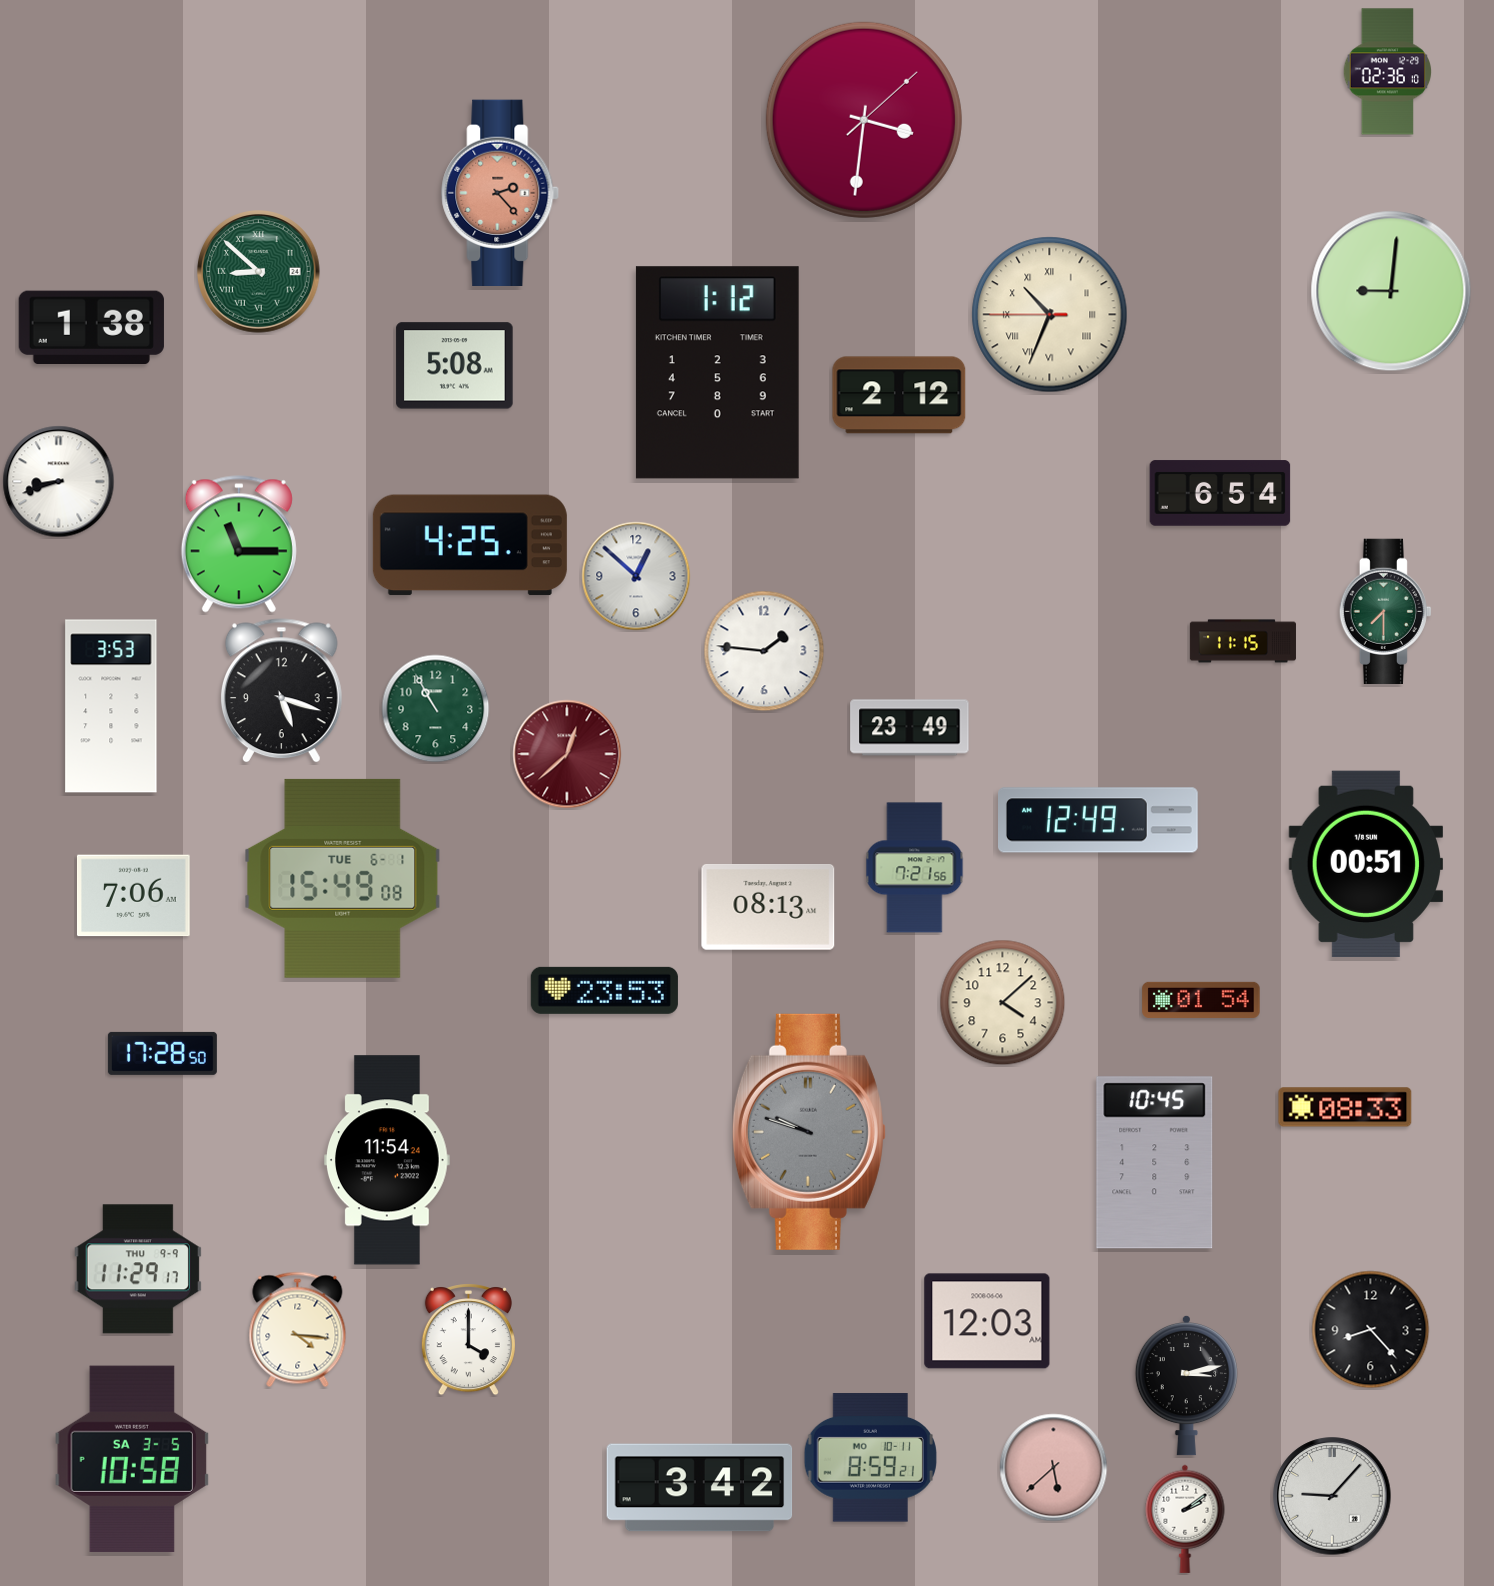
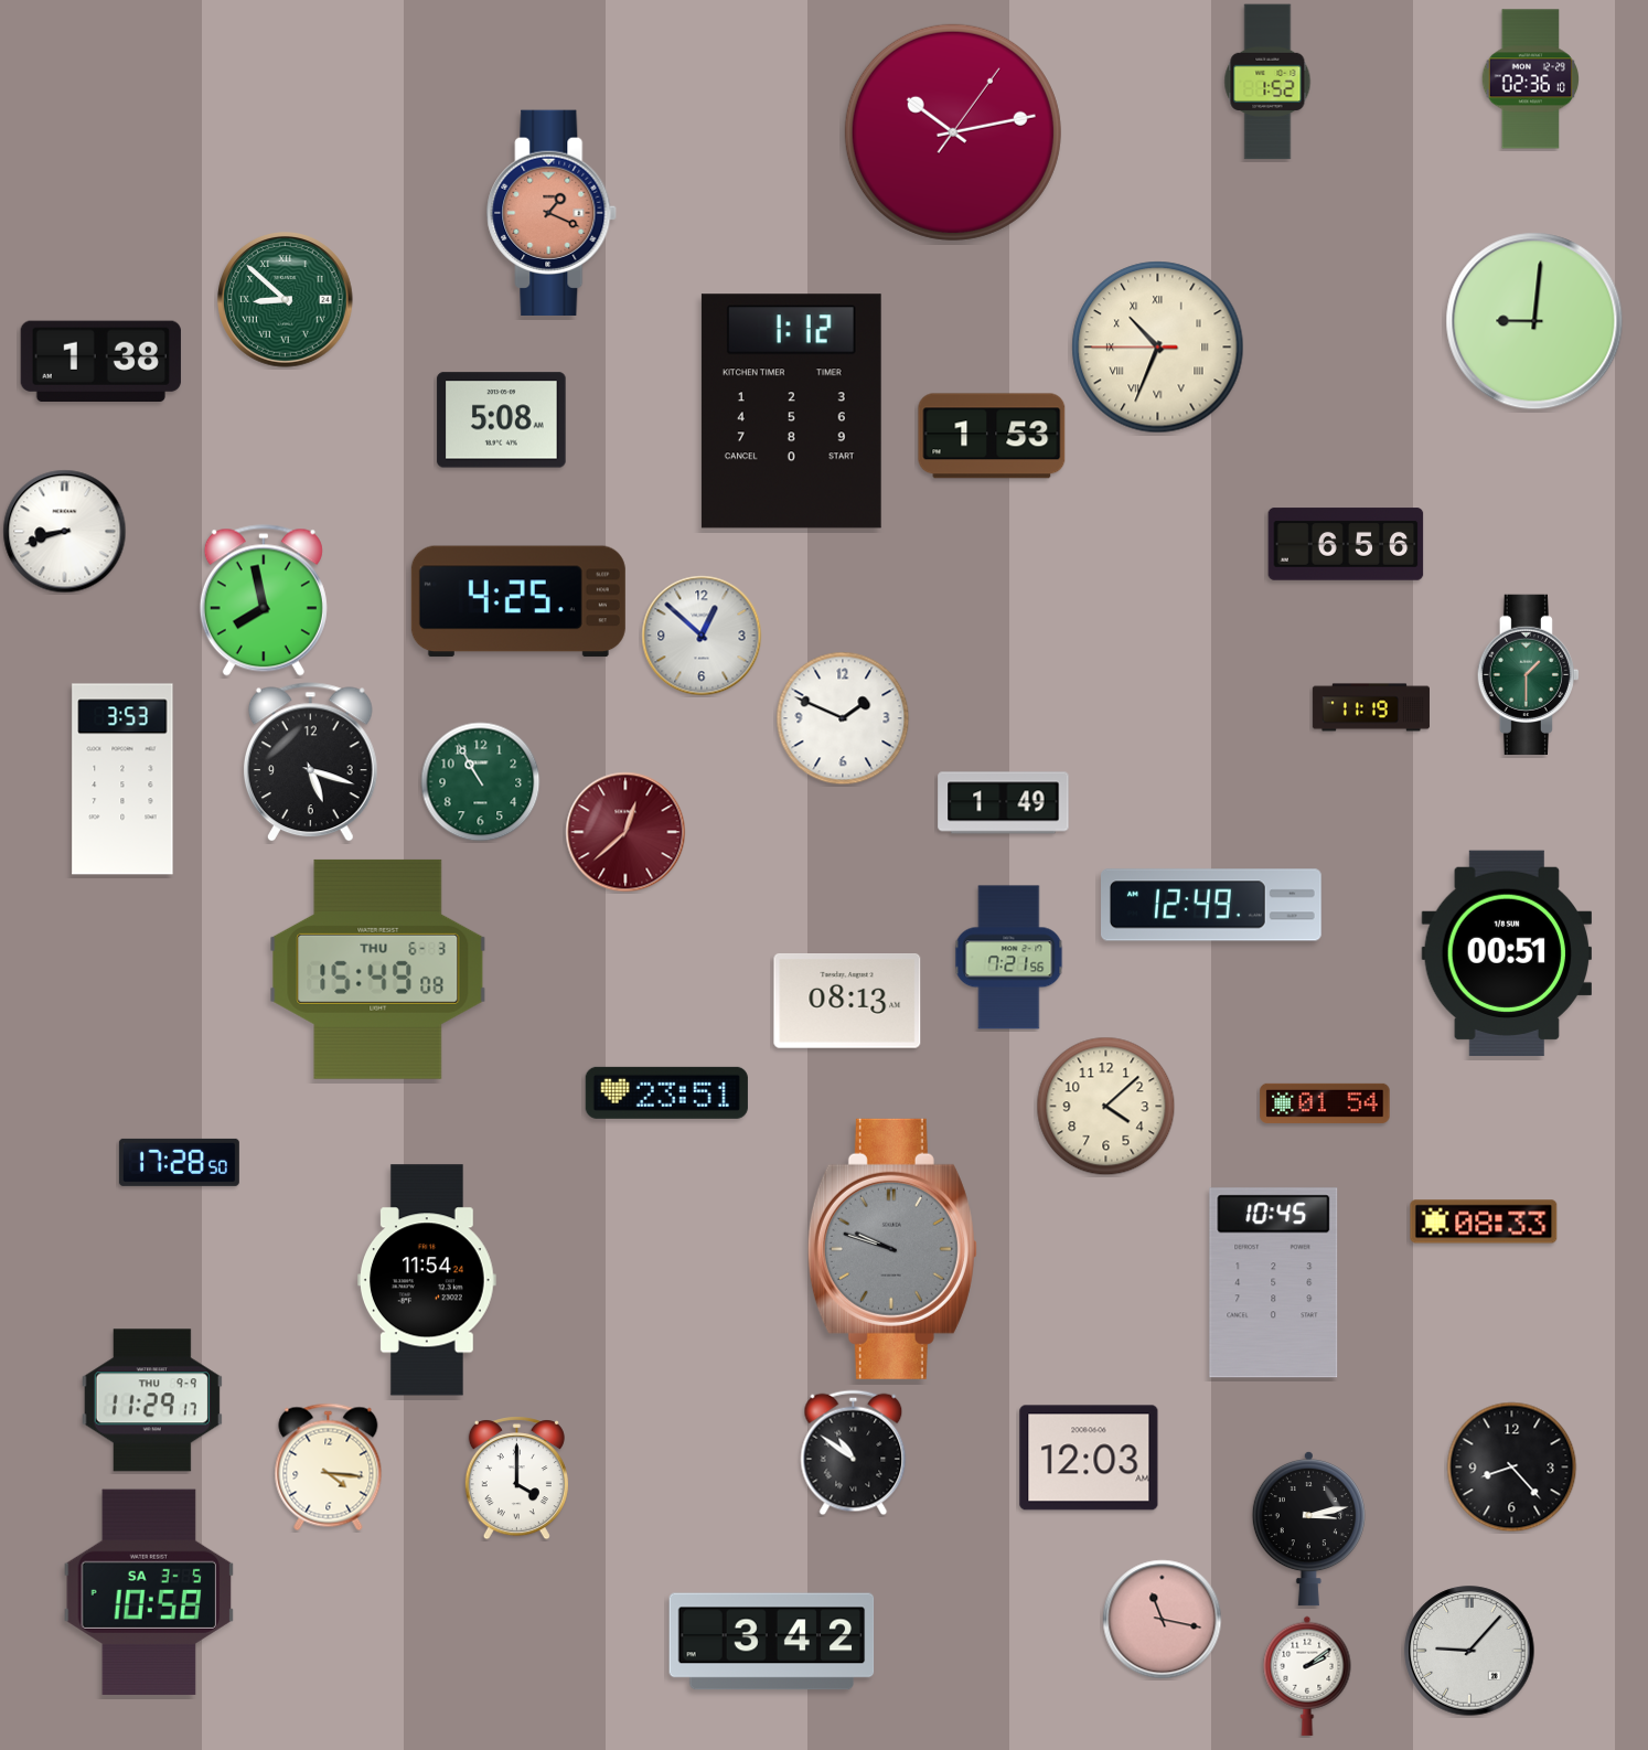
clock at (1267, 82): none -> 1:52
clock at (864, 120): 3:31 -> 10:13
clock at (501, 192): 2:23 -> 1:19
clock at (455, 366) position: (455, 366) -> (502, 420)
clock at (899, 395): 2:12 -> 1:53
clock at (1220, 493): 6:54 -> 6:56
clock at (239, 544): 11:15 -> 7:58
clock at (1385, 611): 7:30 -> 1:30
clock at (1243, 641): 11:15 -> 11:19
clock at (764, 651): 1:46 -> 1:49
clock at (910, 728): 23:49 -> 1:49
clock at (343, 878) date: TUE 6-1 -> THU 6-3
clock at (133, 896): 7:06 -> none
clock at (604, 990): 23:53 -> 23:51
clock at (854, 1453): none -> 10:51
clock at (132, 1458) position: (132, 1458) -> (149, 1591)
clock at (870, 1458): 8:59 -> none
clock at (1054, 1468): 5:38 -> 11:17
